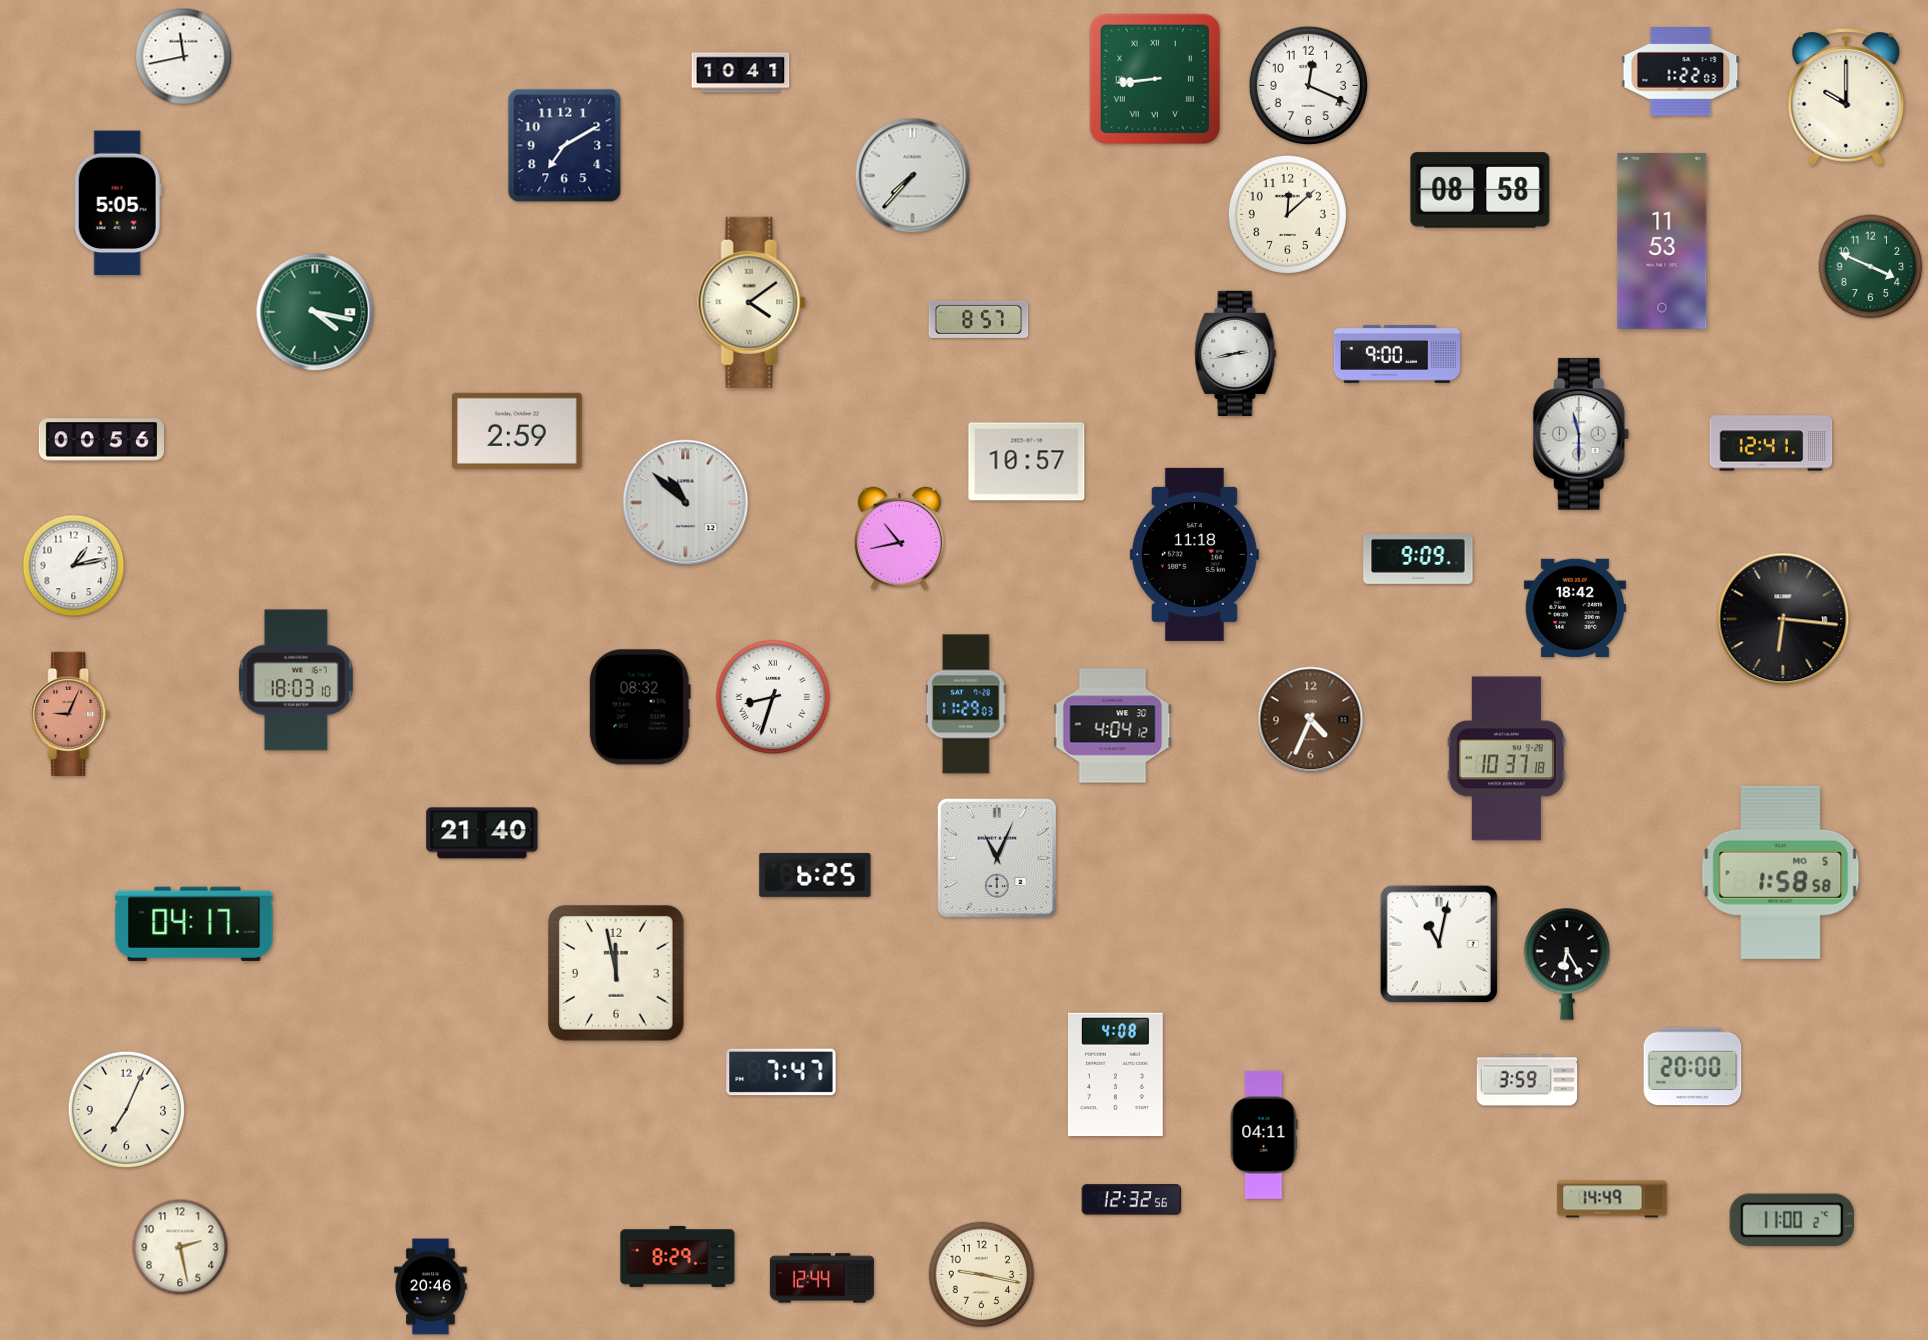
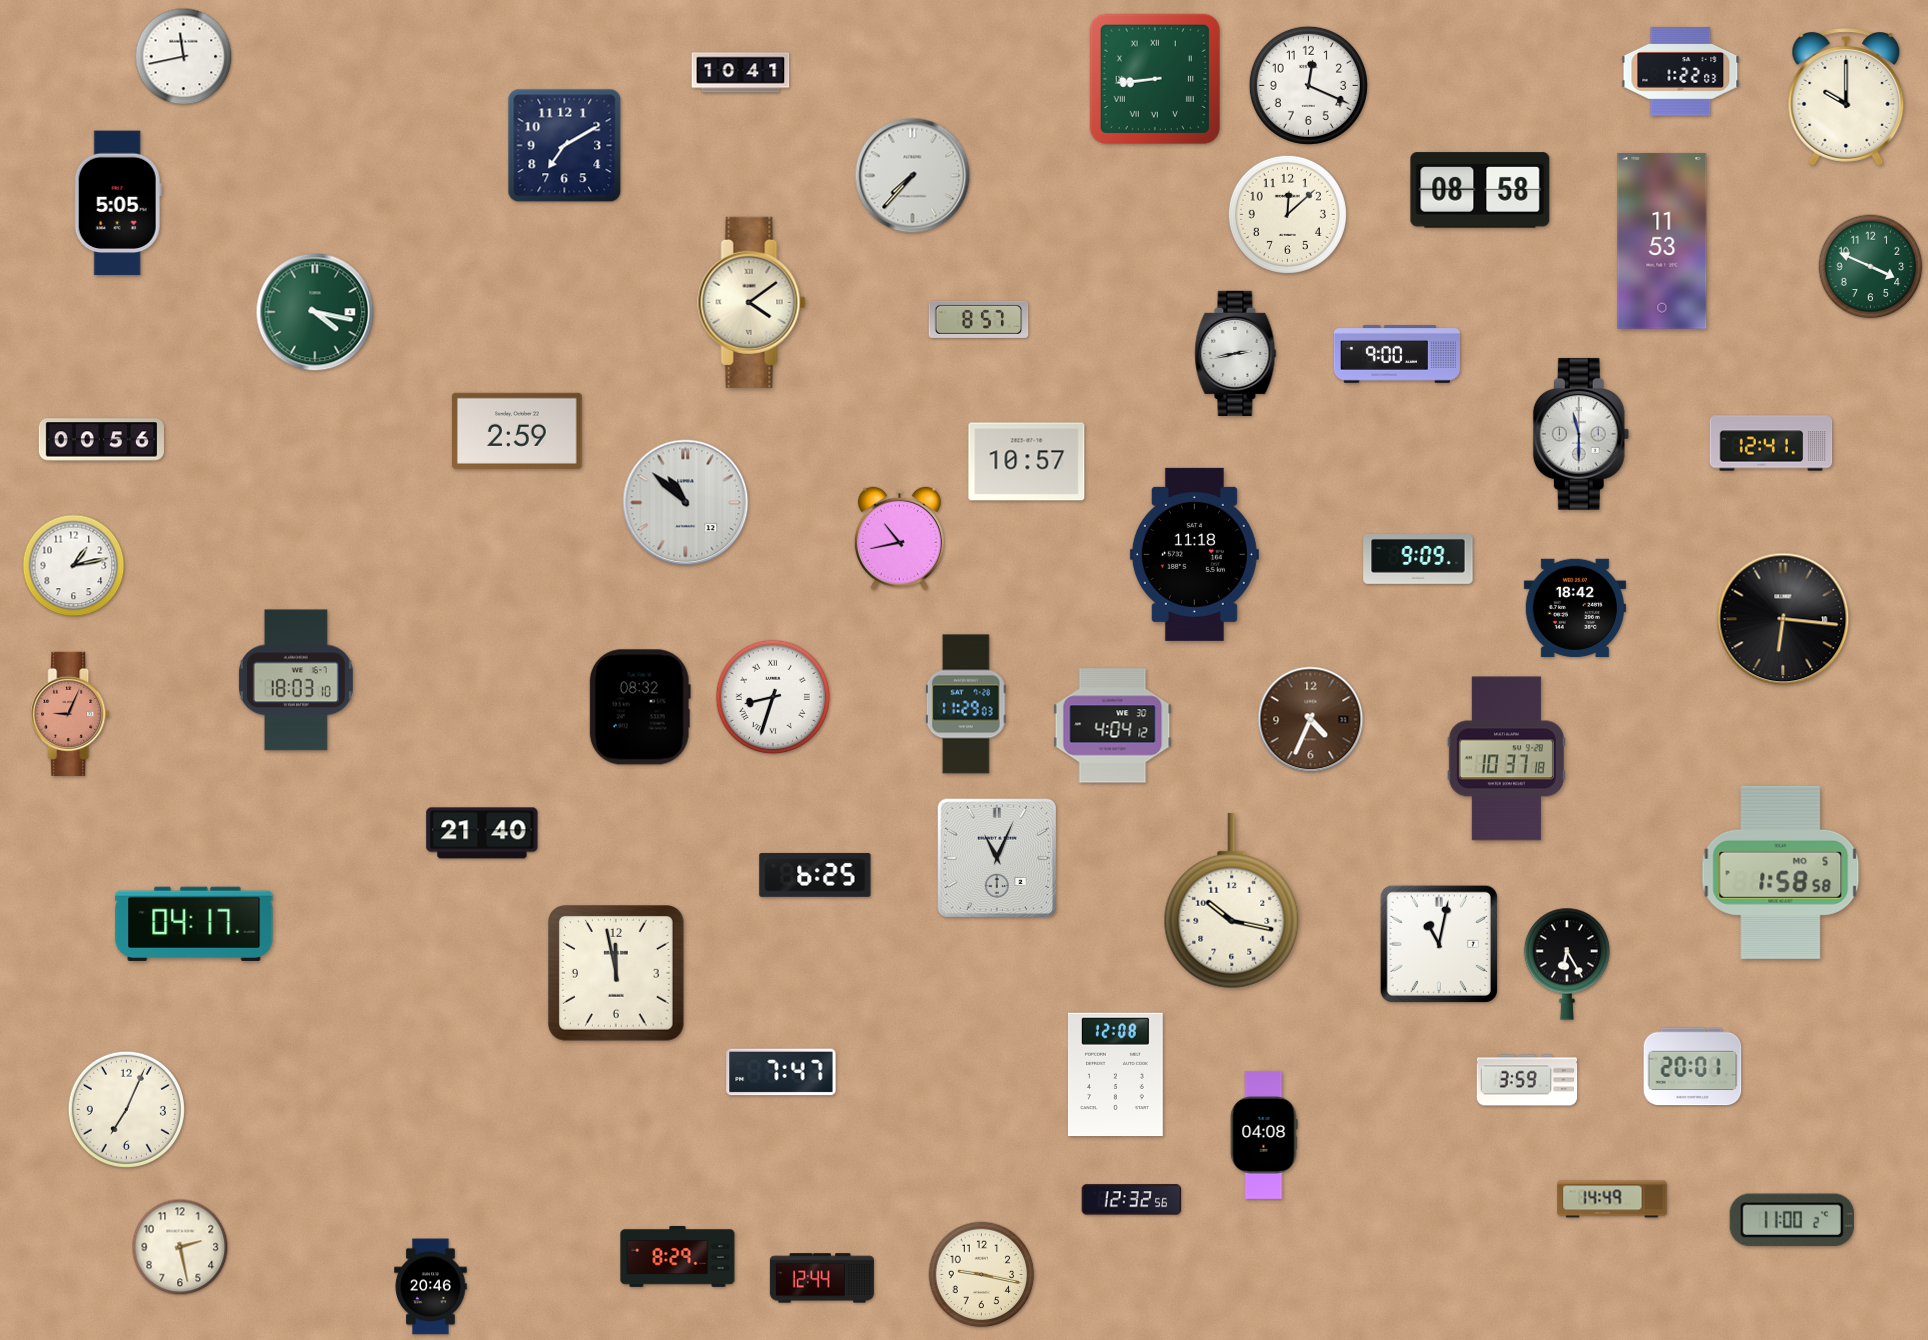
clock at (1232, 901): none -> 10:17
clock at (1693, 1067): 20:00 -> 20:01
clock at (1115, 1075): 4:08 -> 12:08
clock at (1264, 1135): 04:11 -> 04:08
